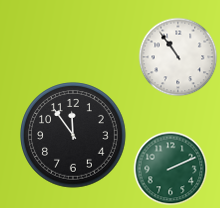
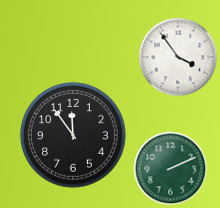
clock at (178, 57): 10:54 -> 3:54
